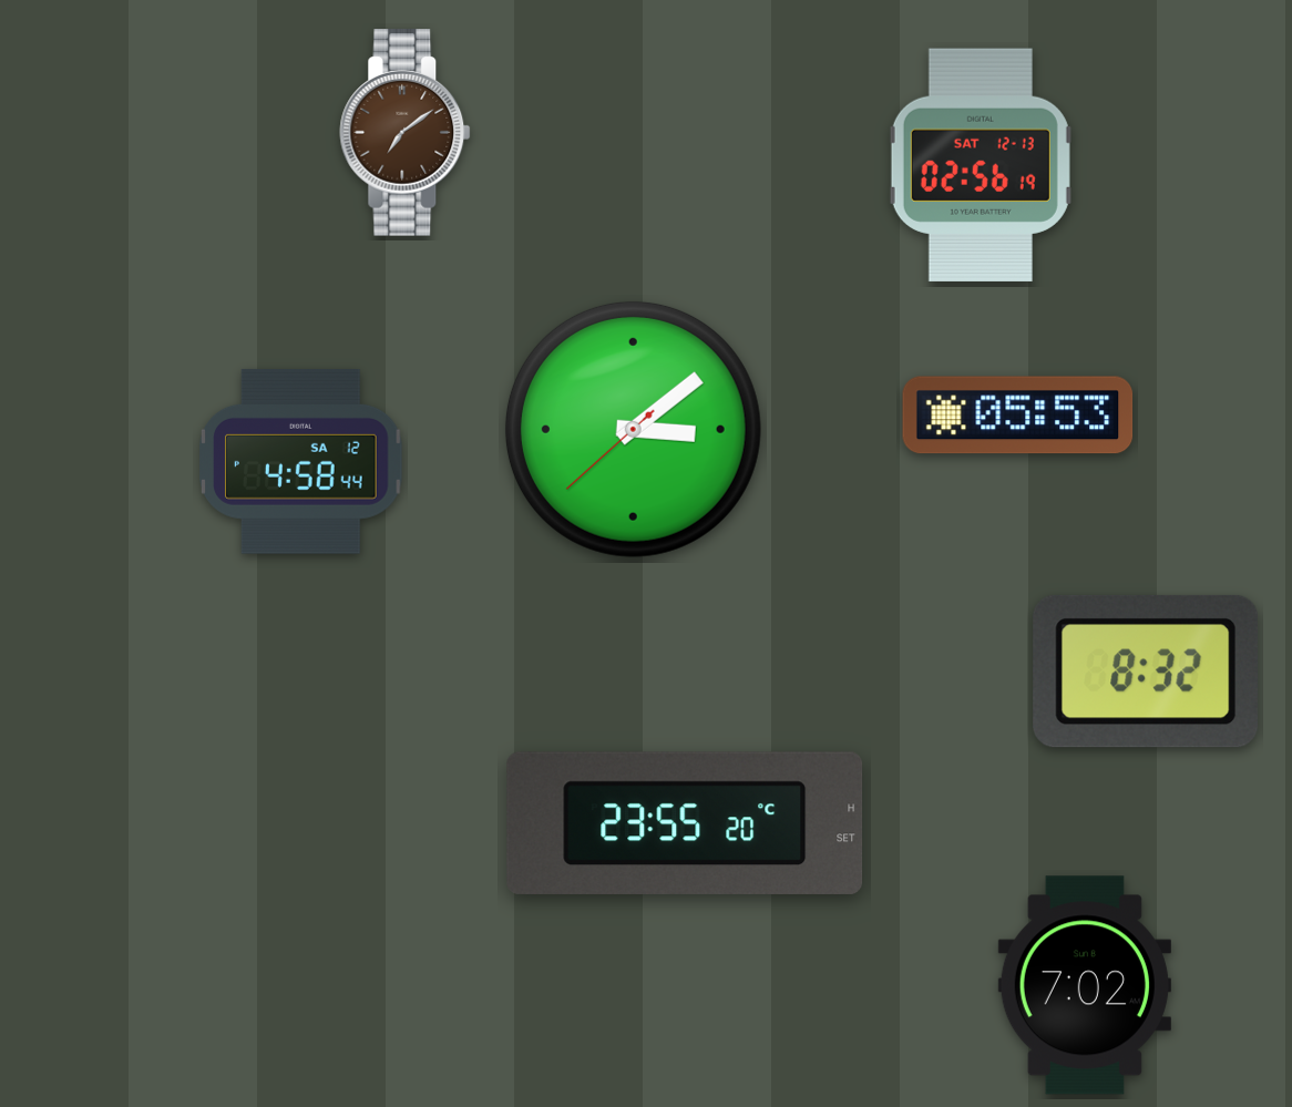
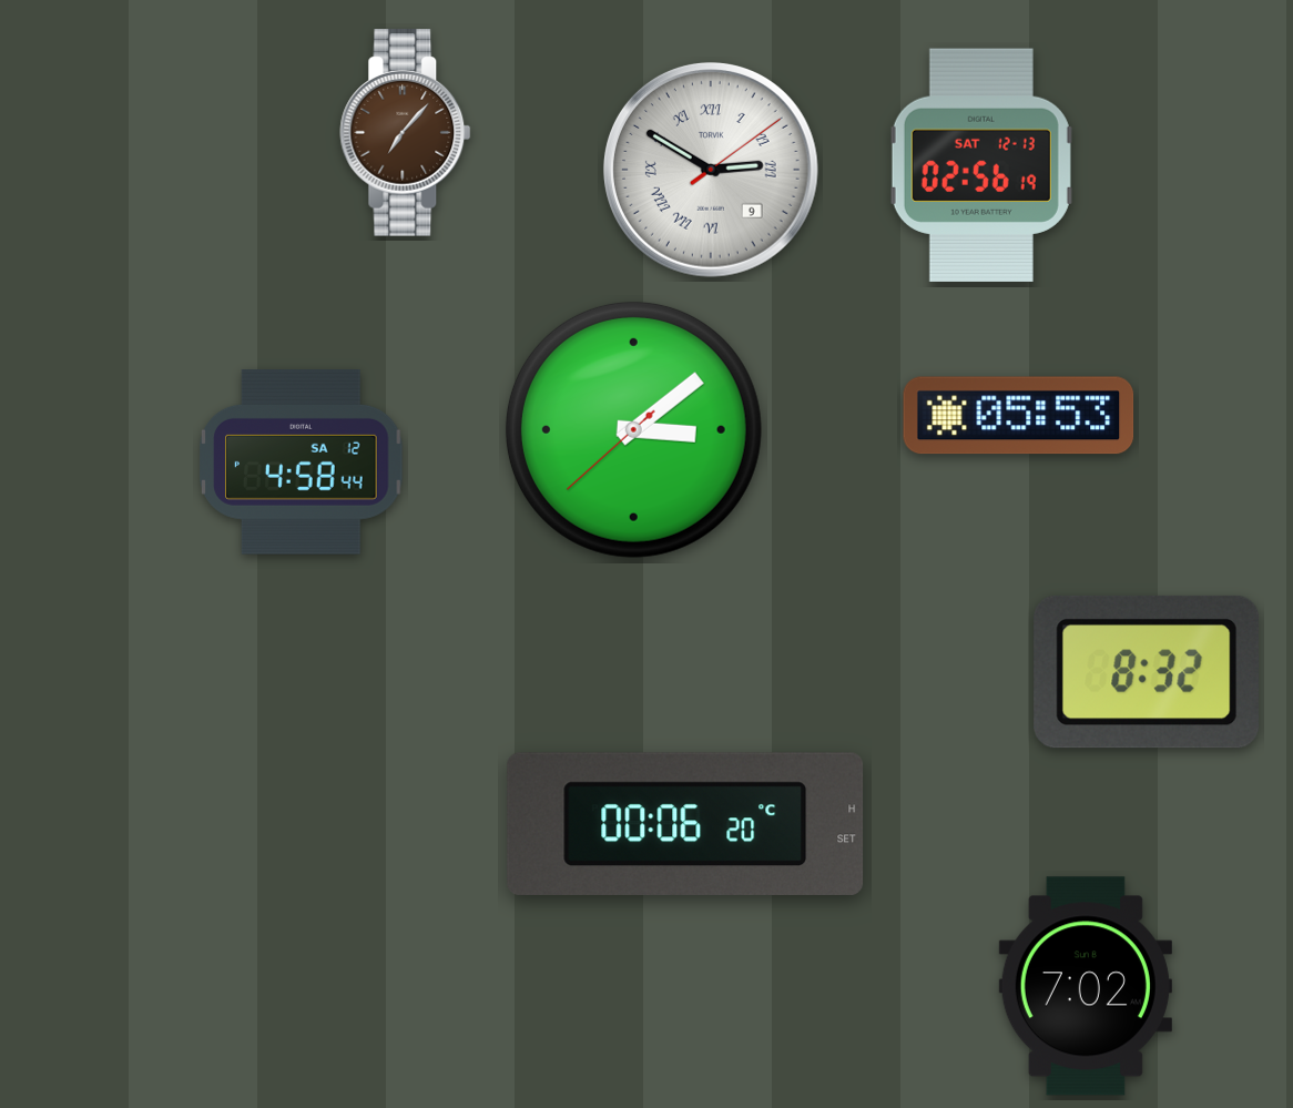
clock at (406, 133): 7:09 -> 7:07
clock at (711, 170): none -> 2:50
clock at (685, 823): 23:55 -> 00:06
